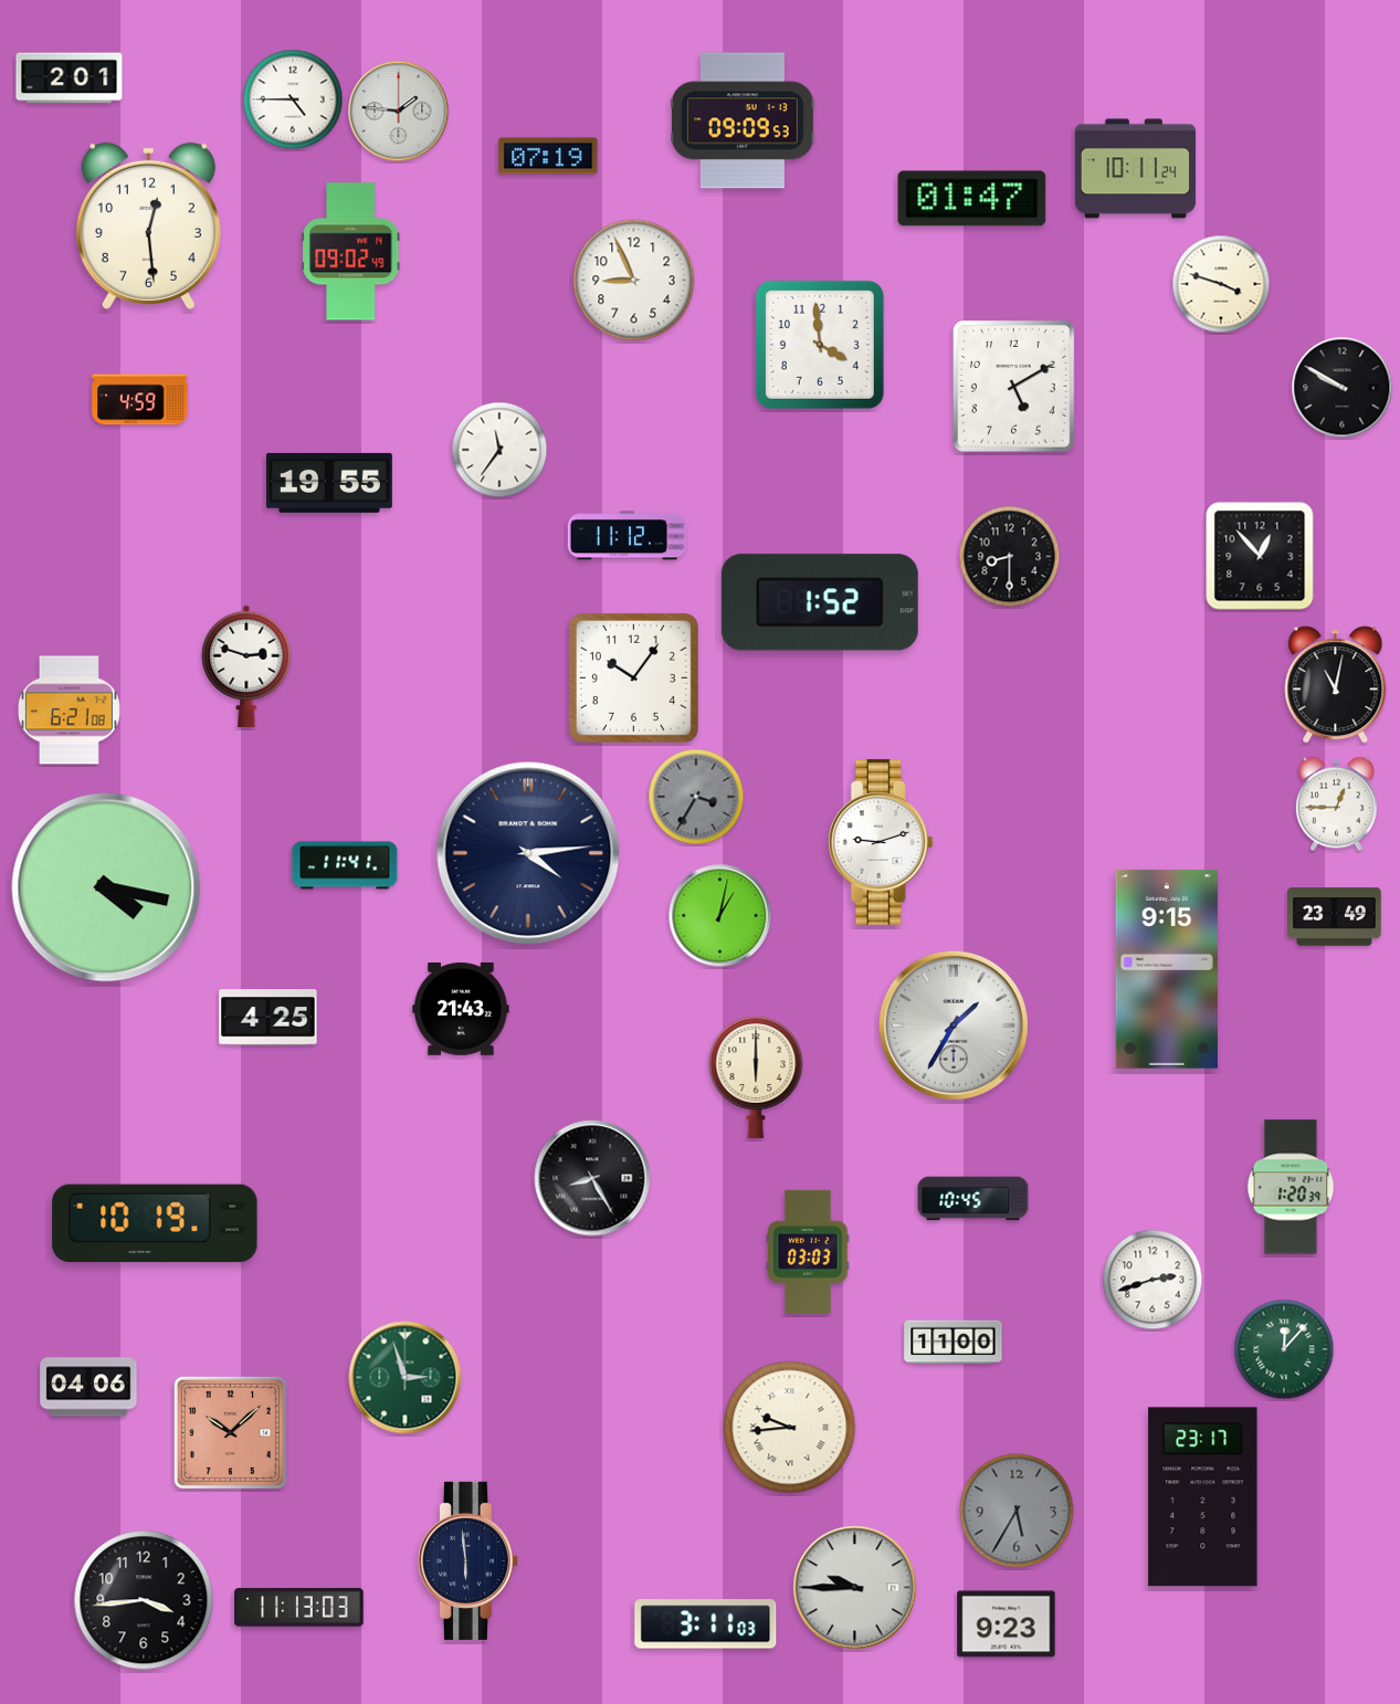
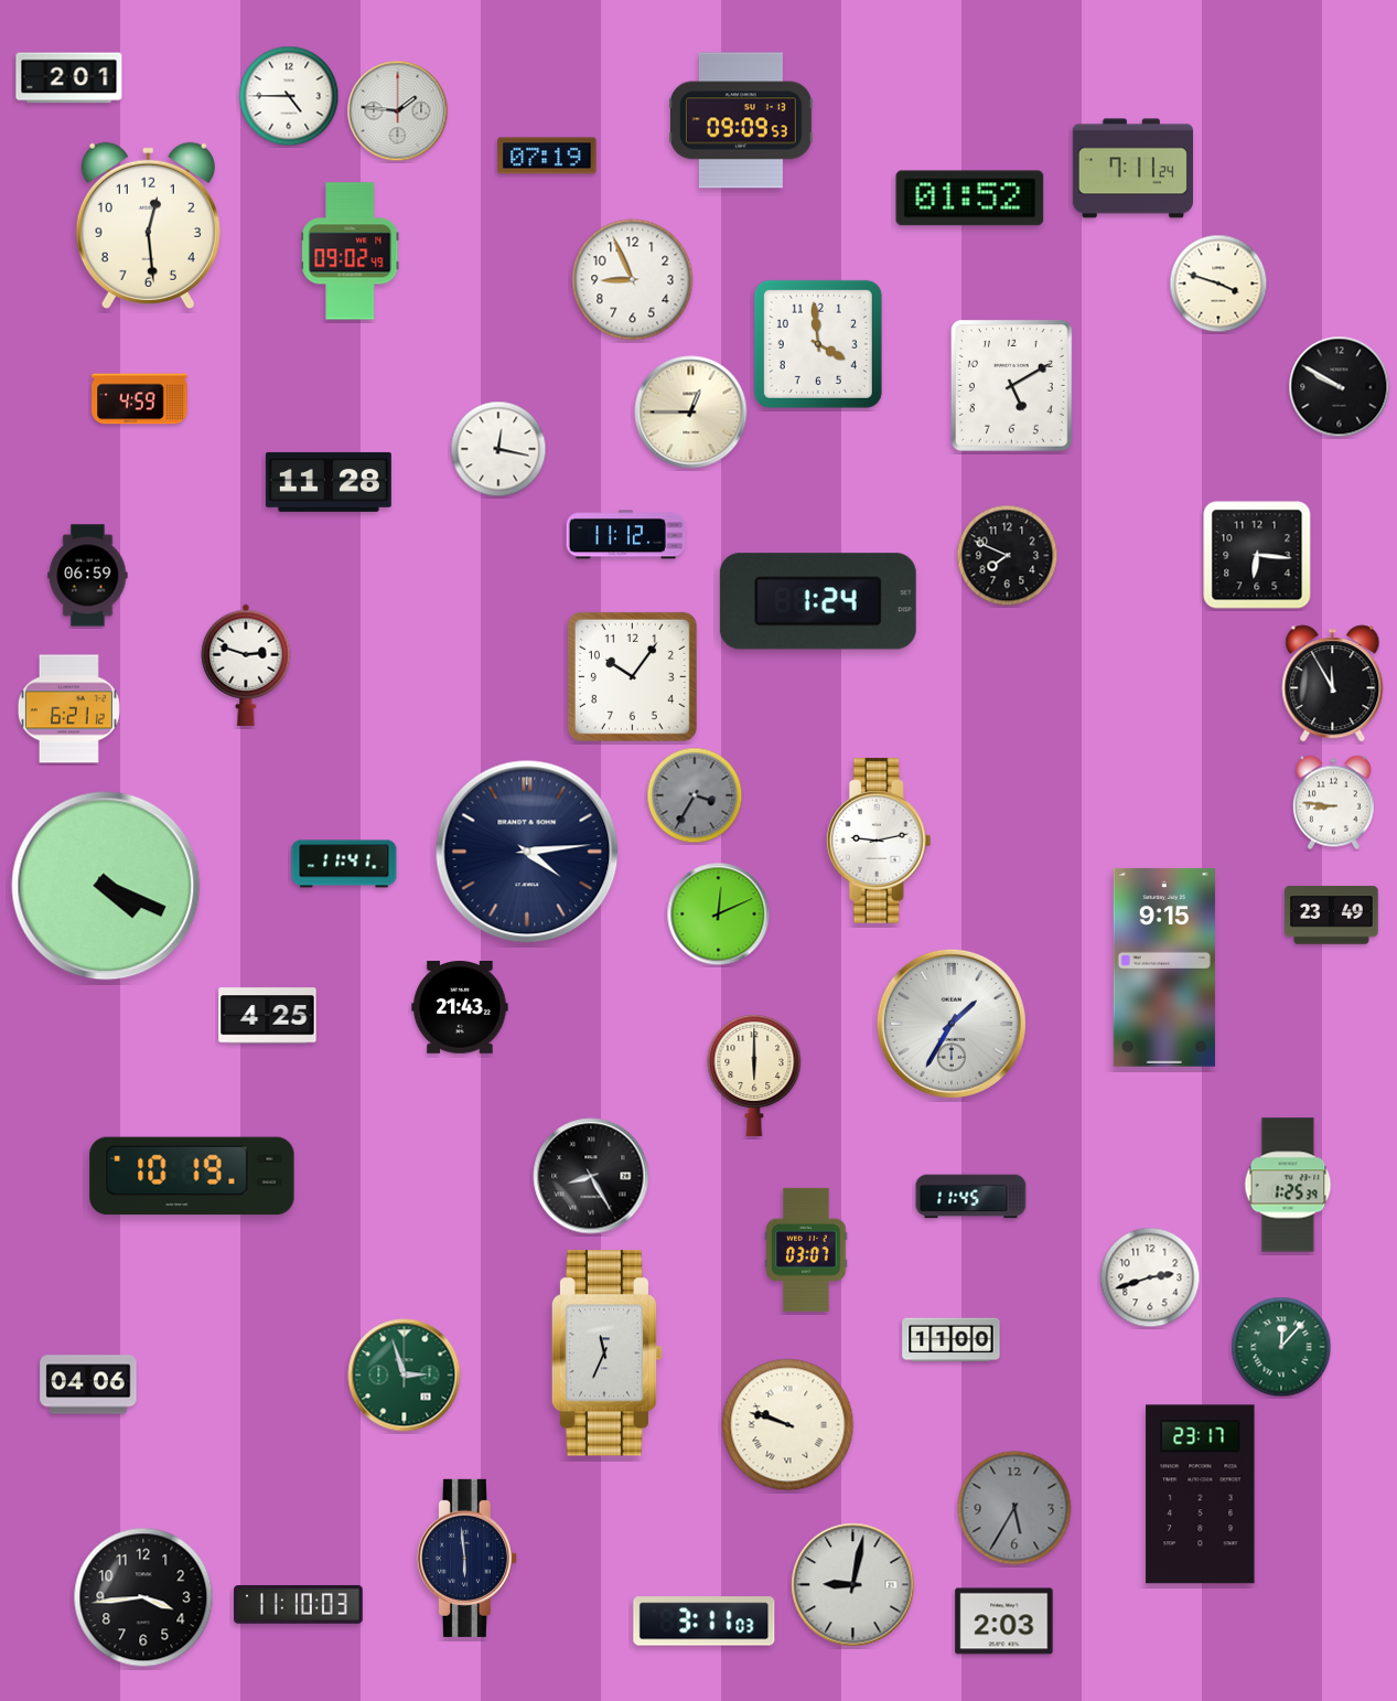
clock at (293, 99) position: (293, 99) -> (289, 96)
clock at (1135, 169): 10:11 -> 7:11
clock at (972, 199): 01:47 -> 01:52
clock at (691, 413): none -> 12:45
clock at (499, 450): 11:36 -> 12:17
clock at (329, 483): 19:55 -> 11:28
clock at (1260, 556): 12:53 -> 6:16
clock at (1010, 557): 8:30 -> 7:49
clock at (88, 576): none -> 06:59
clock at (820, 602): 1:52 -> 1:24
clock at (1336, 685): 11:02 -> 11:55
clock at (69, 711): 6:21:08 -> 6:21:12
clock at (1336, 804): 12:45 -> 8:46
clock at (881, 842): 9:12 -> 9:13
clock at (106, 887): 4:17 -> 4:19
clock at (720, 916): 1:02 -> 12:11
clock at (1291, 1187): 1:20 -> 1:25
clock at (973, 1199): 10:45 -> 11:45
clock at (155, 1223) position: (155, 1223) -> (192, 1176)
clock at (808, 1252): 03:03 -> 03:07
clock at (606, 1354): none -> 11:34
clock at (790, 1428): 9:44 -> 9:48
clock at (230, 1432): 10:08 -> none
clock at (855, 1588): 9:45 -> 9:02
clock at (299, 1608): 11:13 -> 11:10
clock at (1007, 1624): 9:23 -> 2:03
